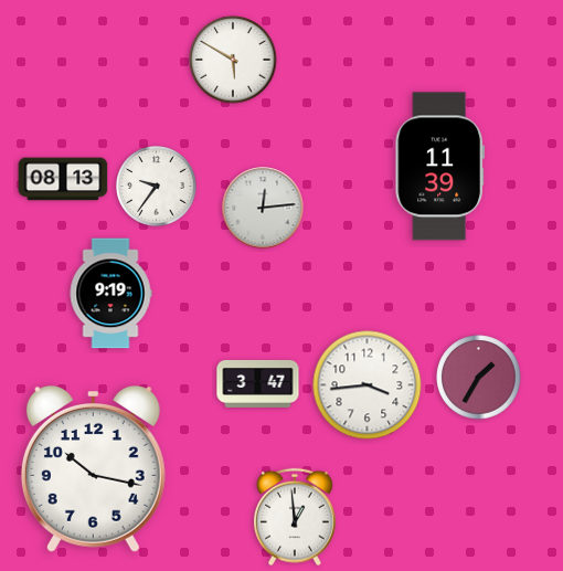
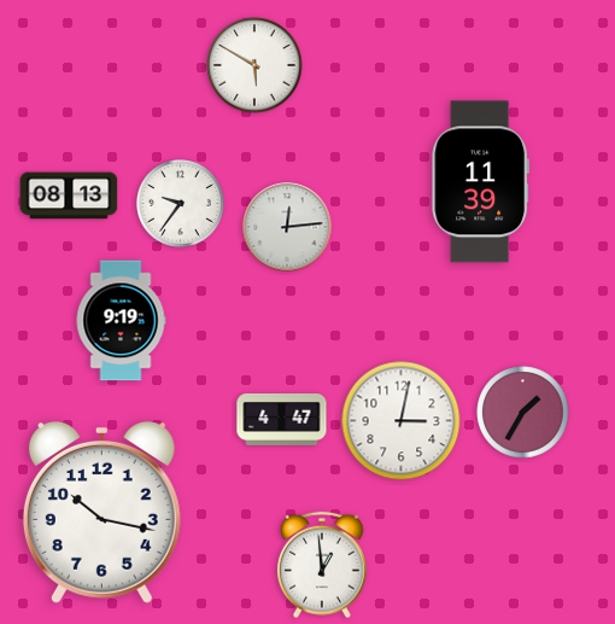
clock at (157, 187) position: (157, 187) -> (181, 204)
clock at (258, 383): 3:47 -> 4:47
clock at (368, 385): 3:44 -> 3:02
